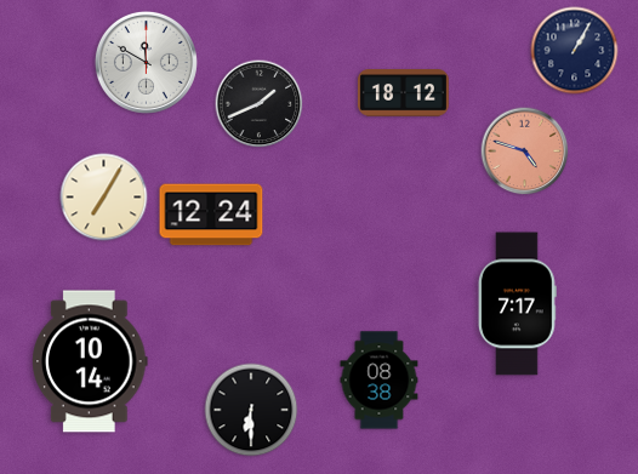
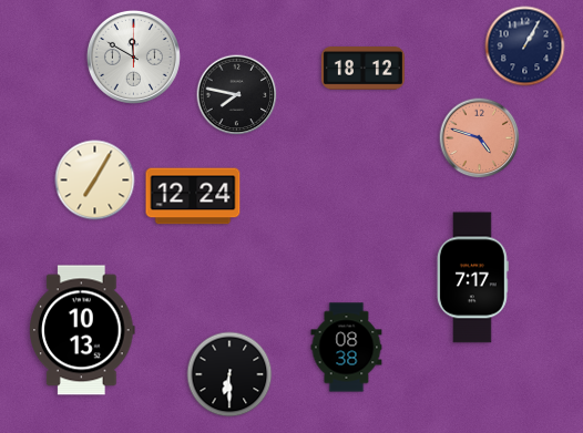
clock at (403, 93) position: (403, 93) -> (362, 69)
clock at (260, 104): 1:41 -> 7:47
clock at (90, 361): 10:14 -> 10:13
